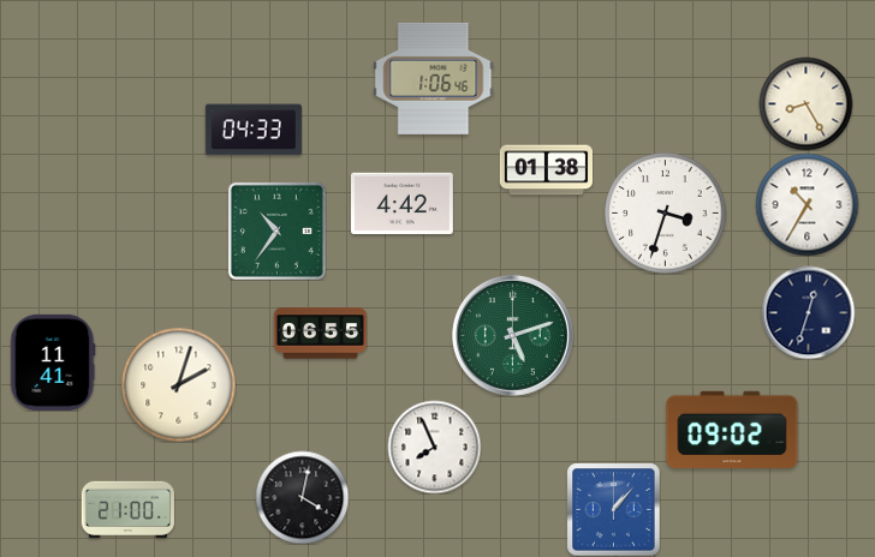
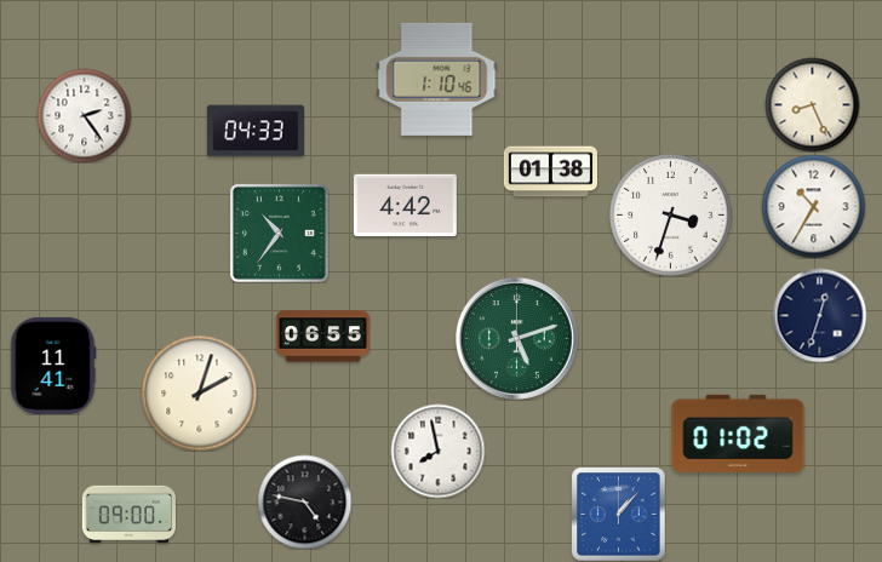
clock at (434, 78): 1:06 -> 1:10
clock at (805, 103): 8:25 -> 8:26
clock at (84, 115): none -> 2:24
clock at (808, 312) position: (808, 312) -> (819, 315)
clock at (178, 384) position: (178, 384) -> (199, 392)
clock at (732, 429): 09:02 -> 01:02
clock at (434, 447): 7:56 -> 7:58
clock at (302, 497): 4:02 -> 4:47
clock at (127, 509): 21:00 -> 09:00
